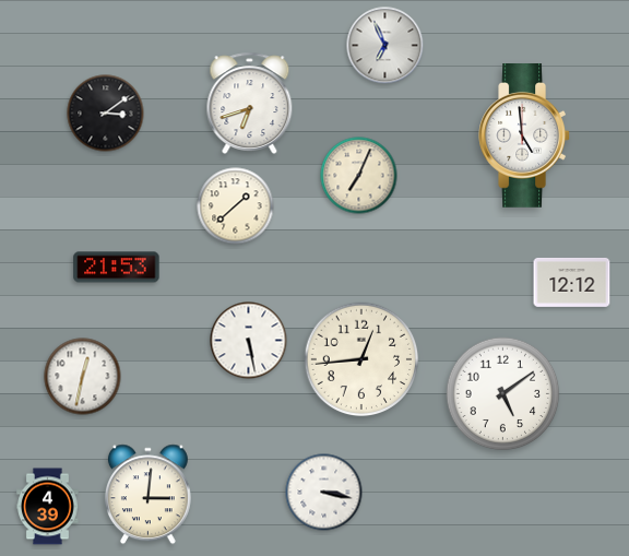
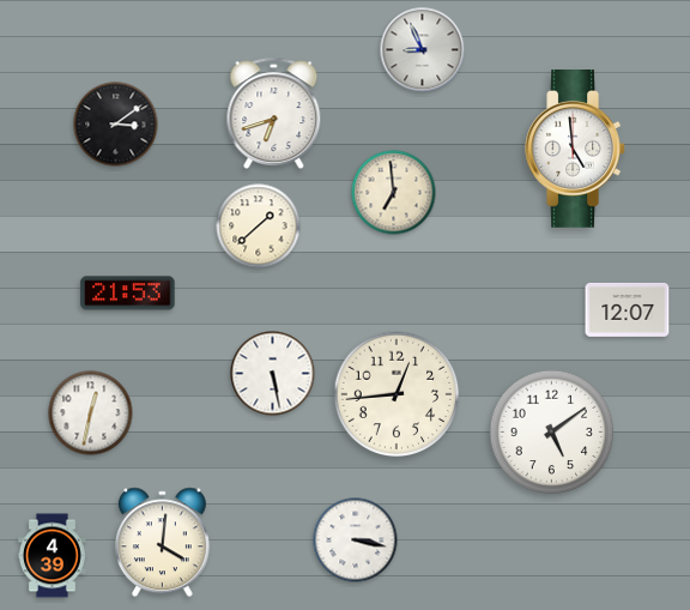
clock at (385, 46): 6:56 -> 8:56
clock at (359, 176): 7:04 -> 6:59
clock at (572, 283): 12:12 -> 12:07
clock at (147, 495): 3:01 -> 4:01
